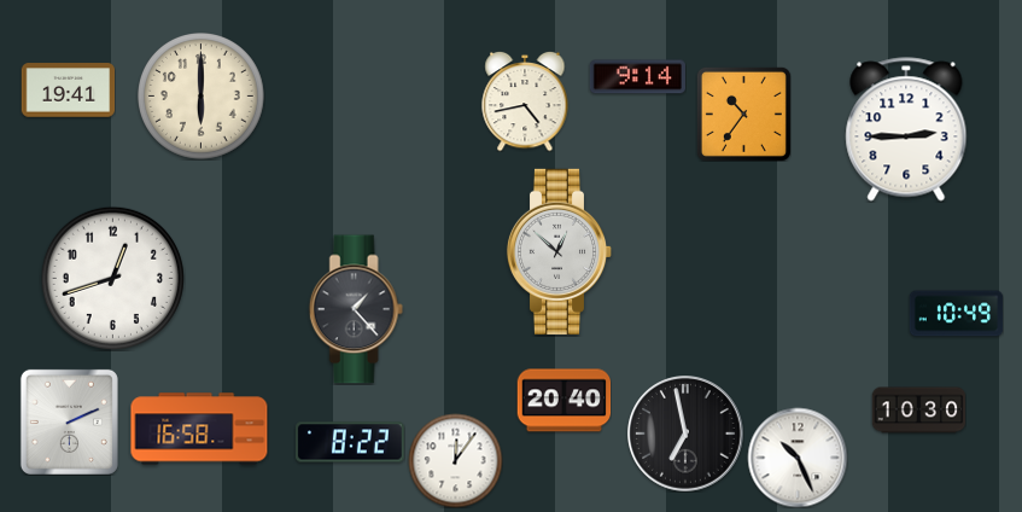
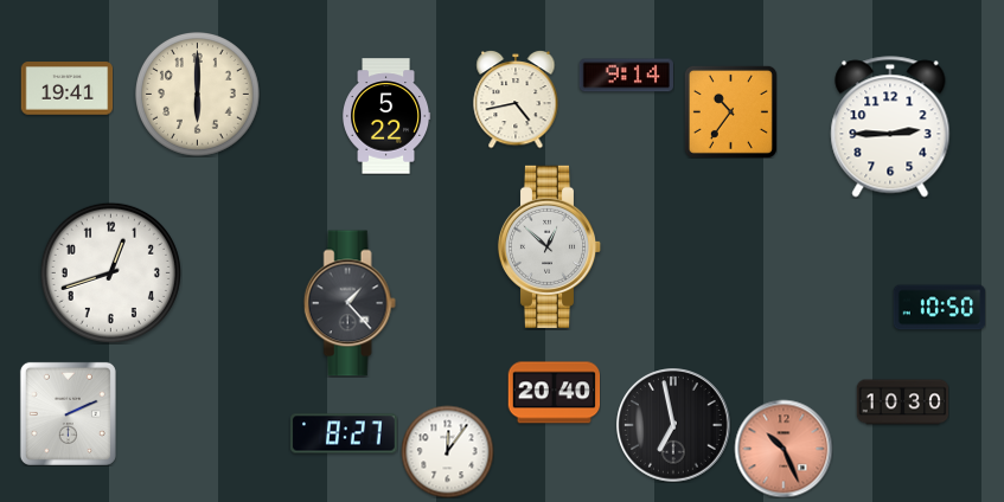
clock at (388, 116): none -> 5:22
clock at (956, 314): 10:49 -> 10:50
clock at (199, 429): 16:58 -> none
clock at (351, 442): 8:22 -> 8:27
clock at (798, 458) dial: white -> salmon
